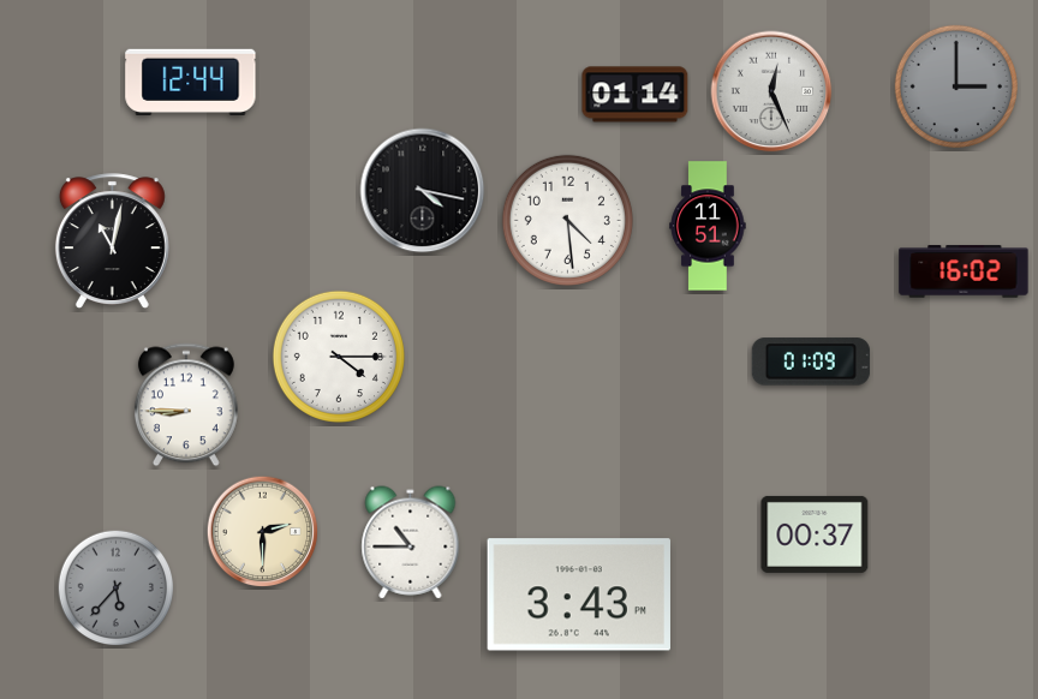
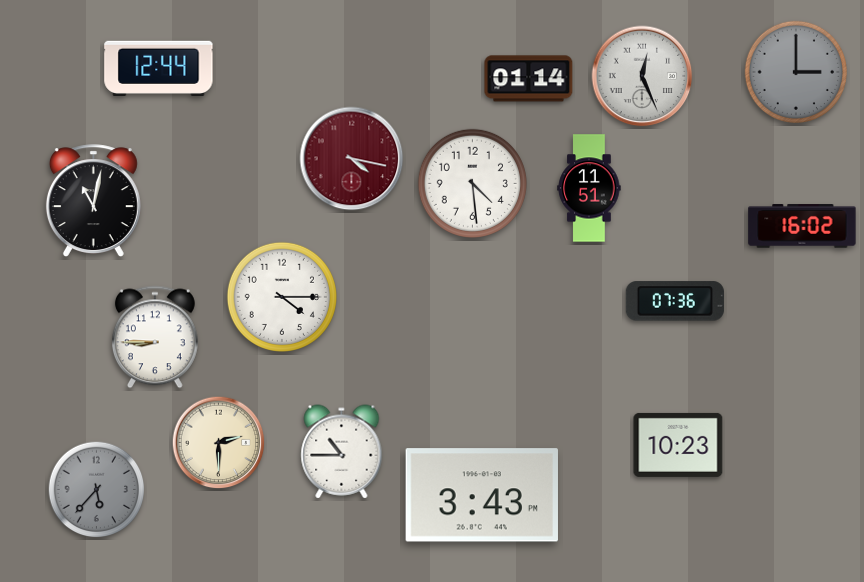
clock at (423, 191) dial: black -> burgundy
clock at (811, 362): 01:09 -> 07:36
clock at (815, 534): 00:37 -> 10:23
